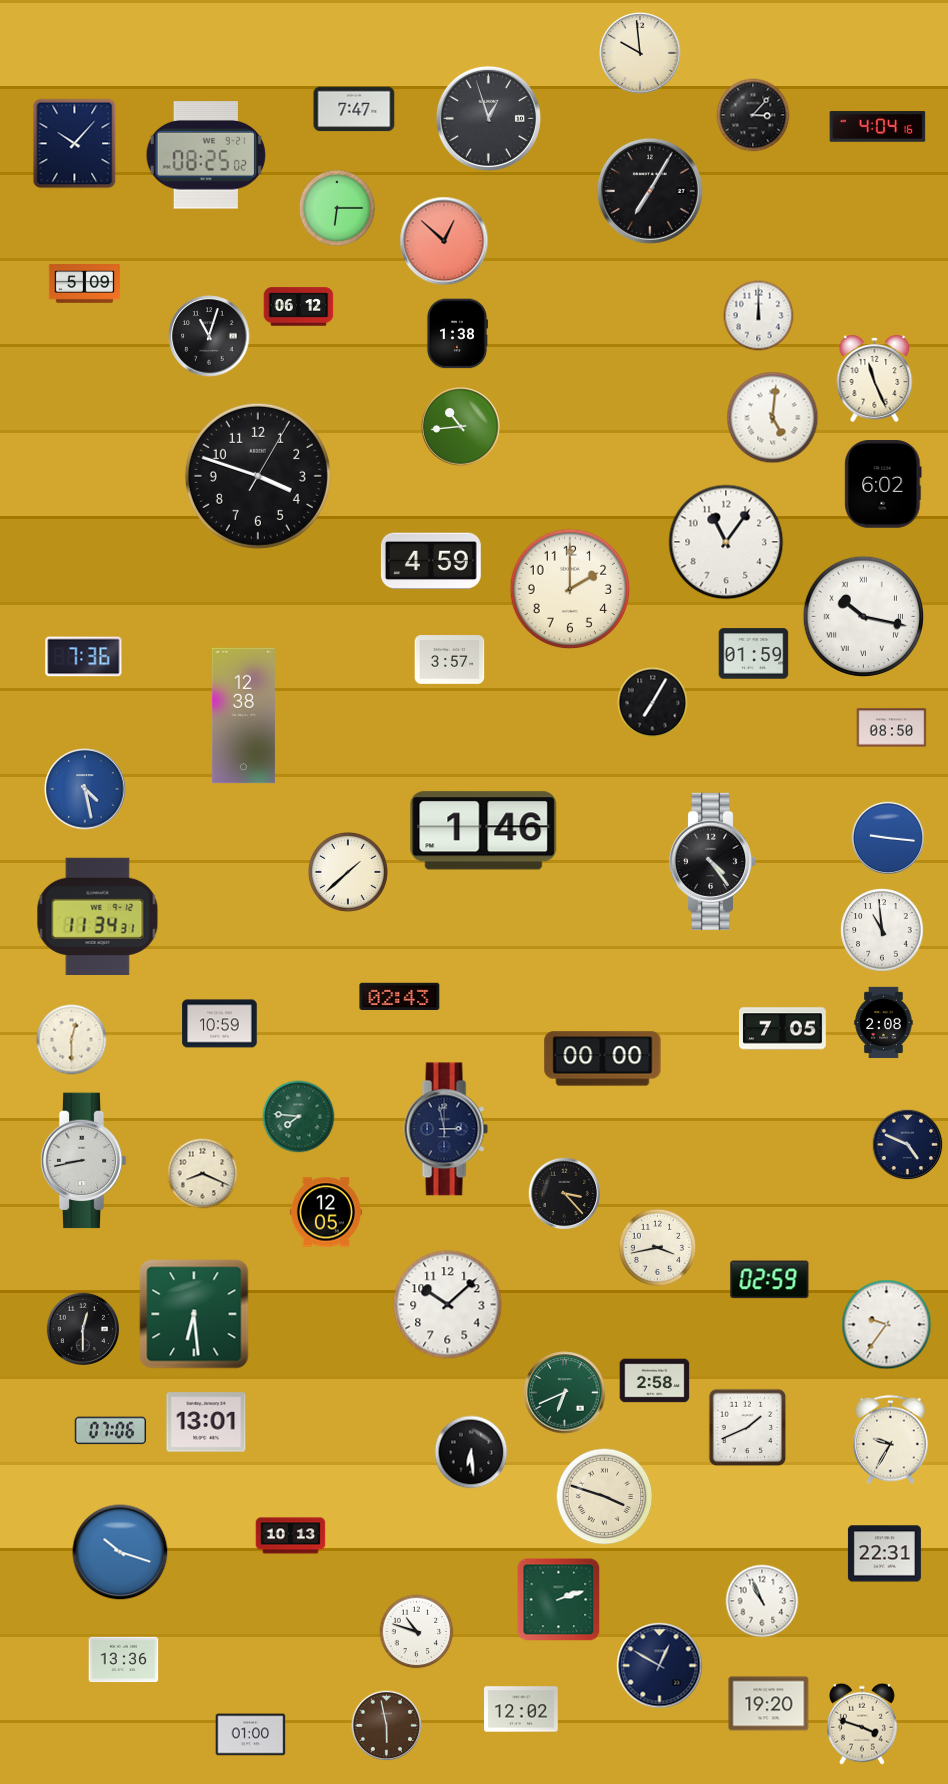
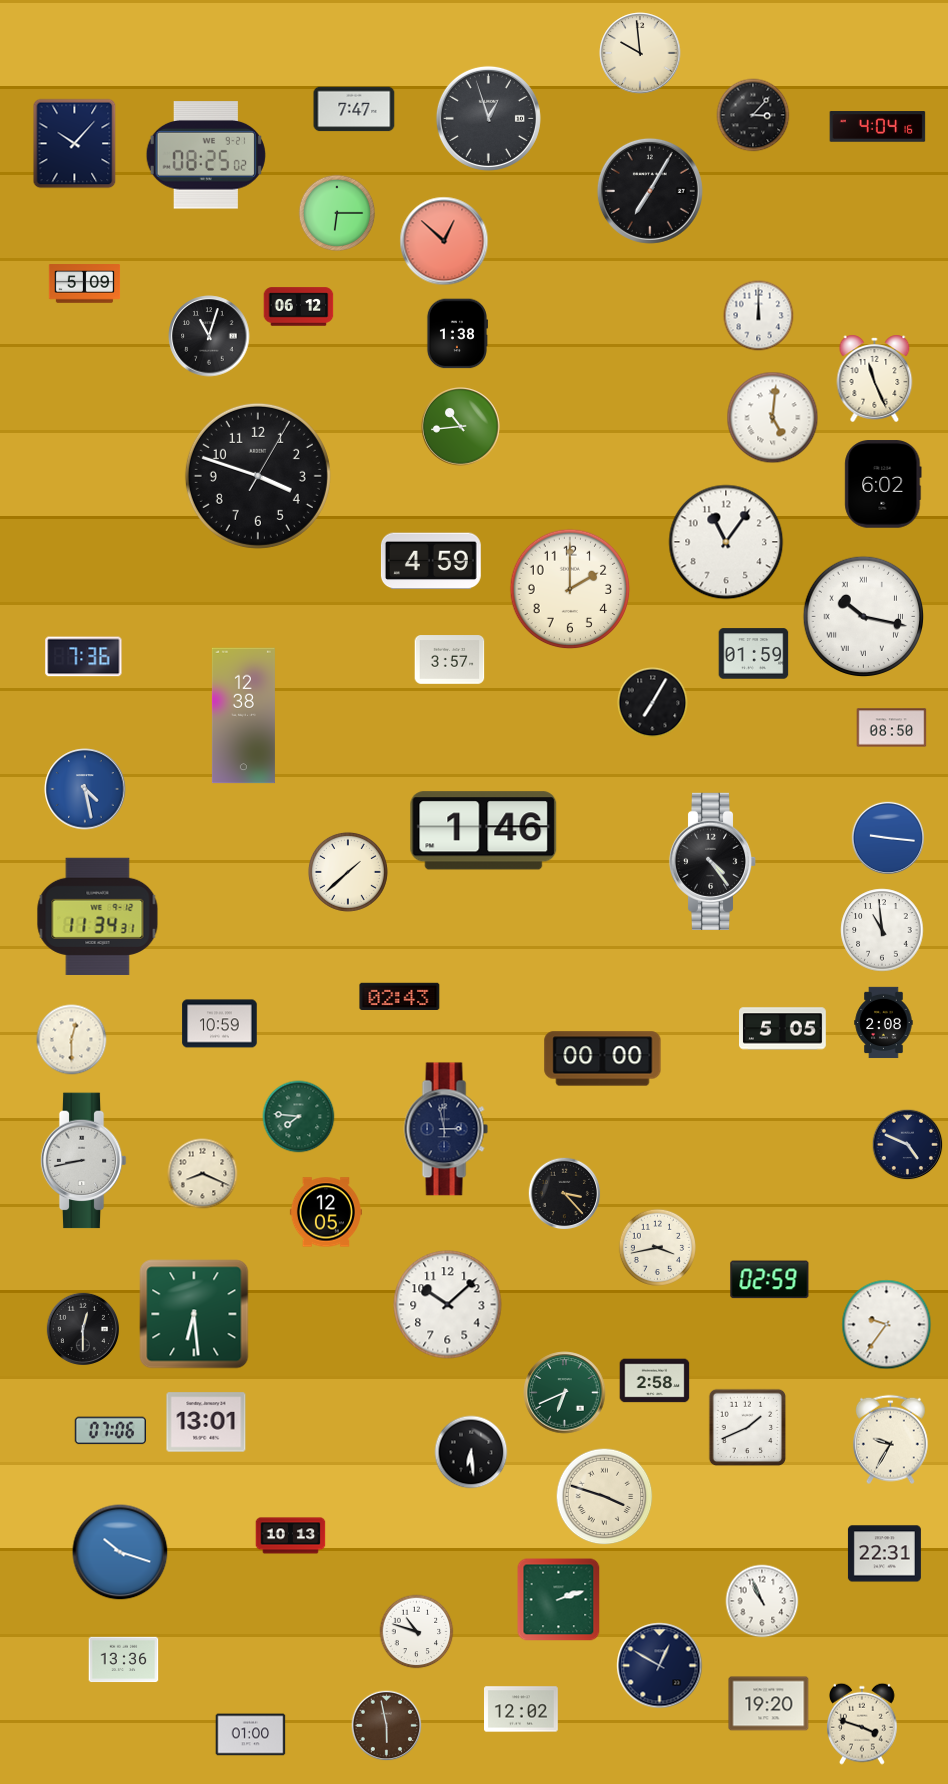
clock at (337, 208) position: (337, 208) -> (337, 213)
clock at (783, 1029): 7:05 -> 5:05
